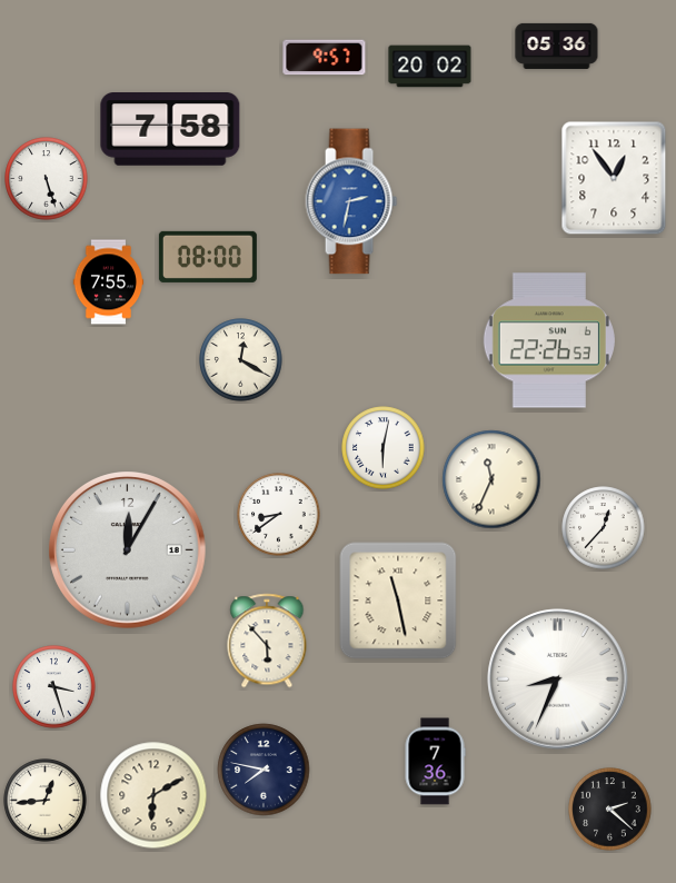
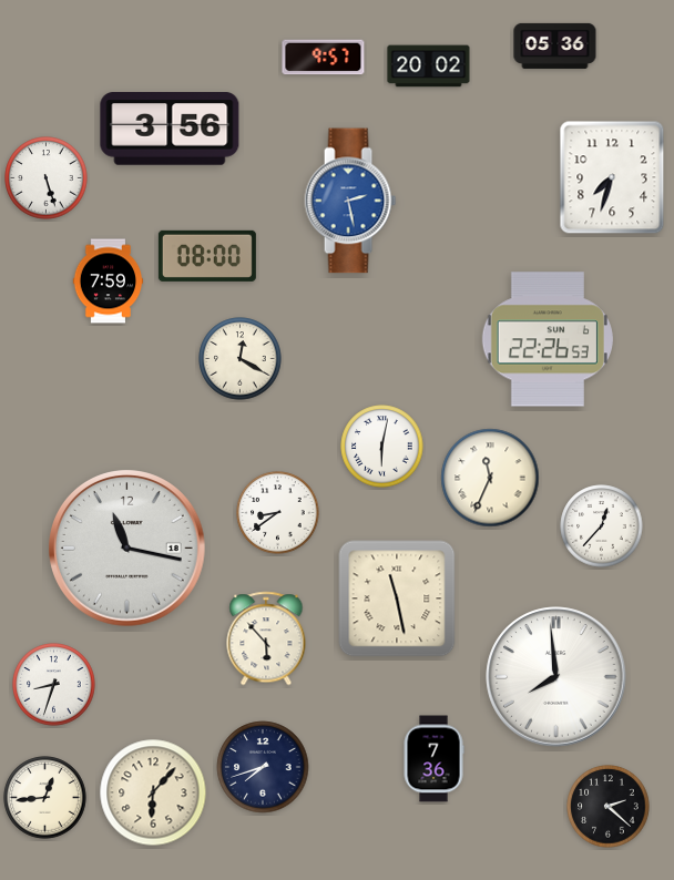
clock at (170, 130): 7:58 -> 3:56
clock at (614, 178): 12:54 -> 7:33
clock at (351, 201): 2:32 -> 2:28
clock at (109, 282): 7:55 -> 7:59
clock at (128, 550): 12:05 -> 11:17
clock at (558, 679): 8:34 -> 7:59
clock at (54, 687): 3:27 -> 8:33
clock at (264, 770): 7:47 -> 7:42
clock at (153, 795): 6:10 -> 6:07
